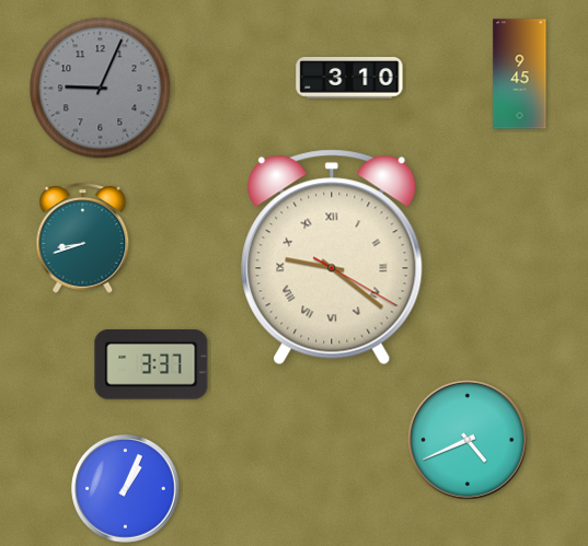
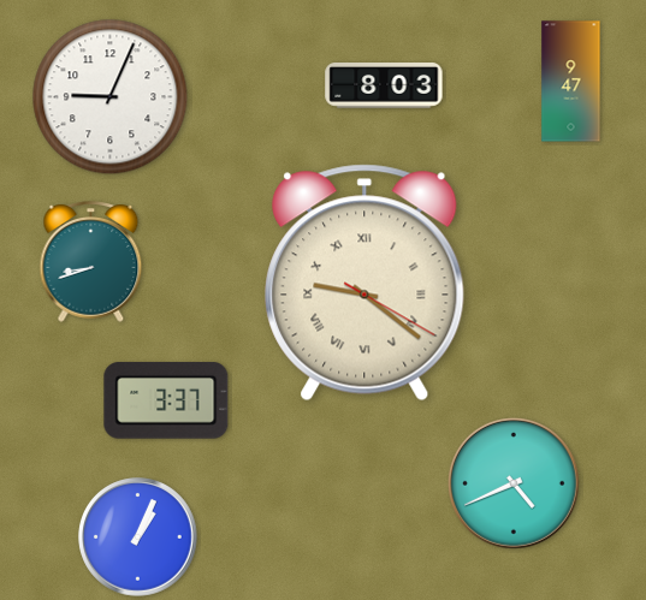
clock at (520, 74): 9:45 -> 9:47
clock at (349, 78): 3:10 -> 8:03
clock at (101, 89) dial: grey -> white
